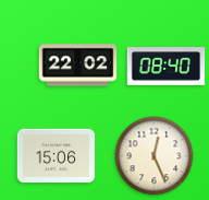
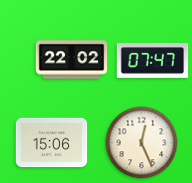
clock at (167, 67): 08:40 -> 07:47
